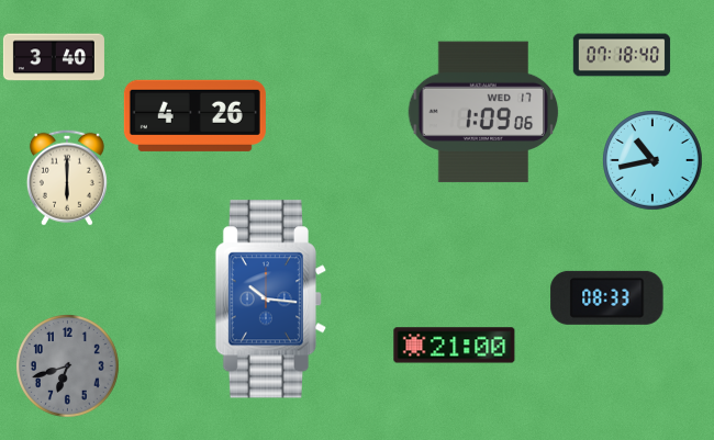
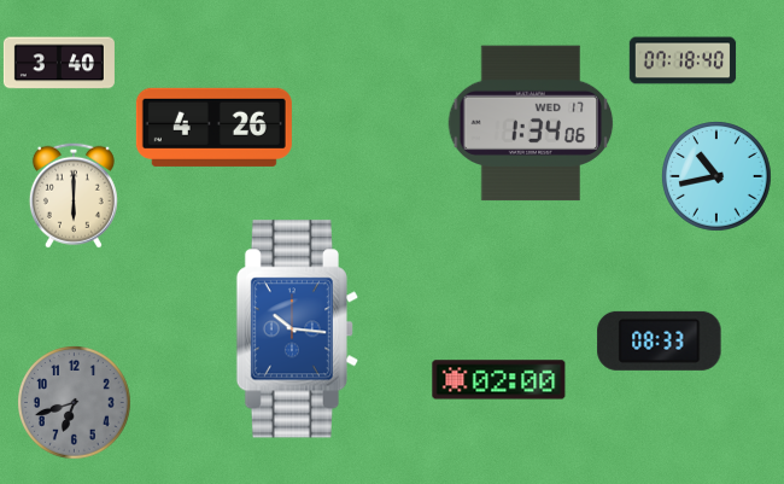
clock at (483, 112): 1:09 -> 1:34
clock at (607, 297) position: (607, 297) -> (660, 340)
clock at (455, 346): 21:00 -> 02:00
